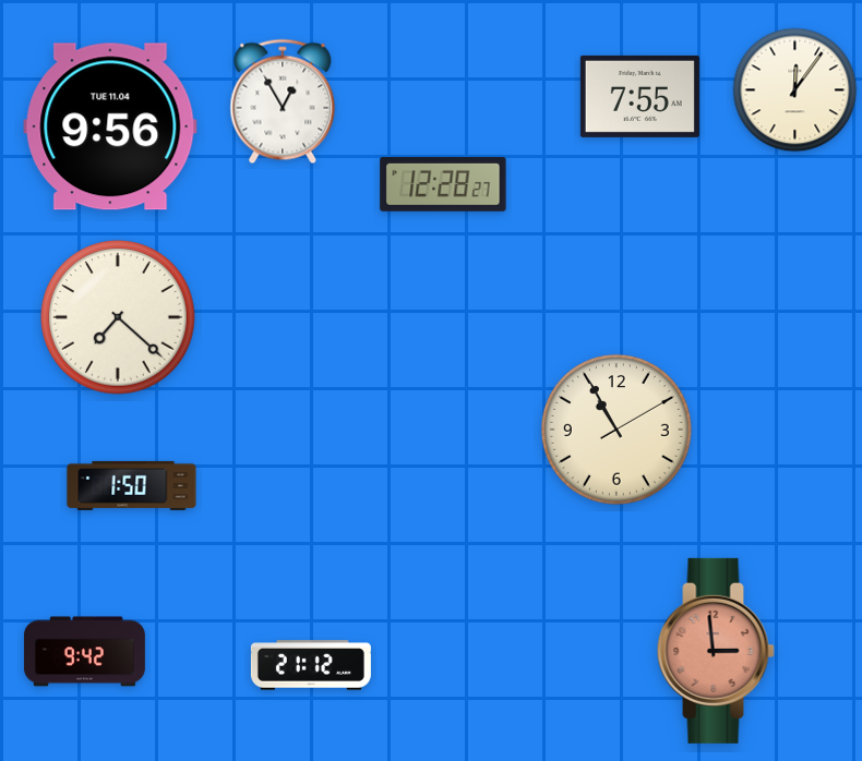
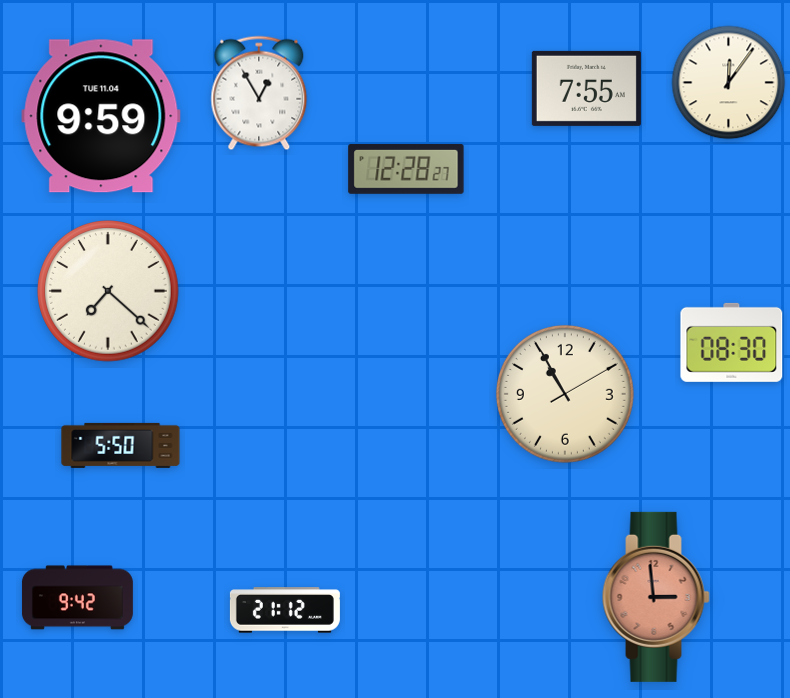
clock at (110, 126): 9:56 -> 9:59
clock at (732, 342): none -> 08:30
clock at (132, 485): 1:50 -> 5:50
